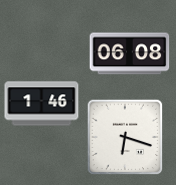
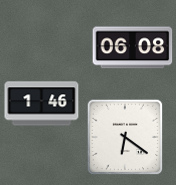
clock at (130, 54) position: (130, 54) -> (133, 48)
clock at (125, 137): 6:18 -> 6:21
